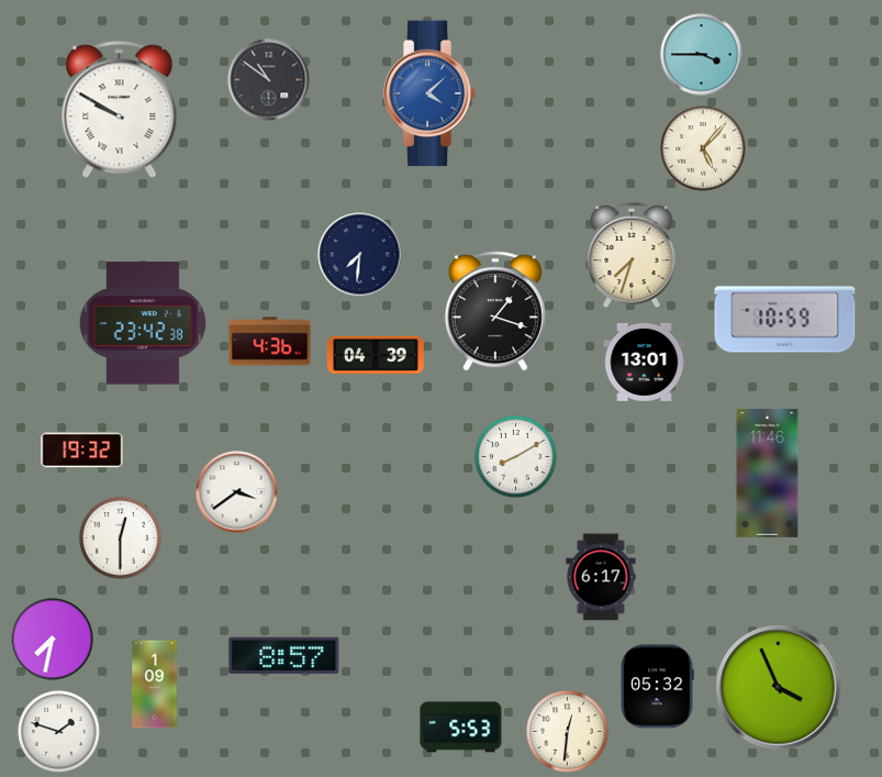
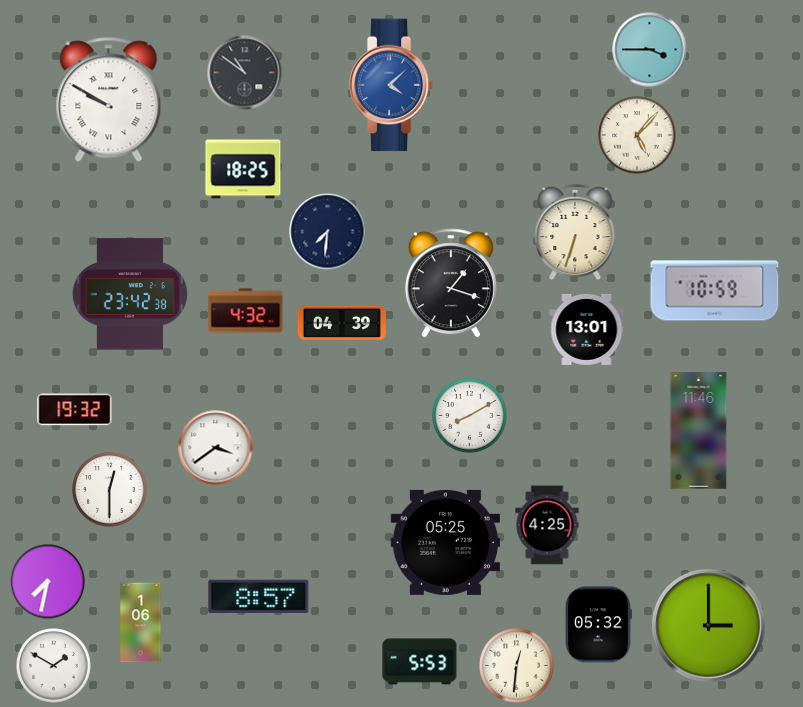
clock at (702, 55) position: (702, 55) -> (650, 50)
clock at (703, 148) position: (703, 148) -> (637, 135)
clock at (243, 169): none -> 18:25
clock at (632, 255): 7:33 -> 6:33
clock at (270, 342): 4:36 -> 4:32
clock at (601, 577): 6:17 -> 4:25
clock at (445, 542): none -> 05:25
clock at (155, 685): 1:09 -> 1:06
clock at (779, 688): 3:56 -> 3:00
clock at (59, 732): 1:48 -> 1:50
